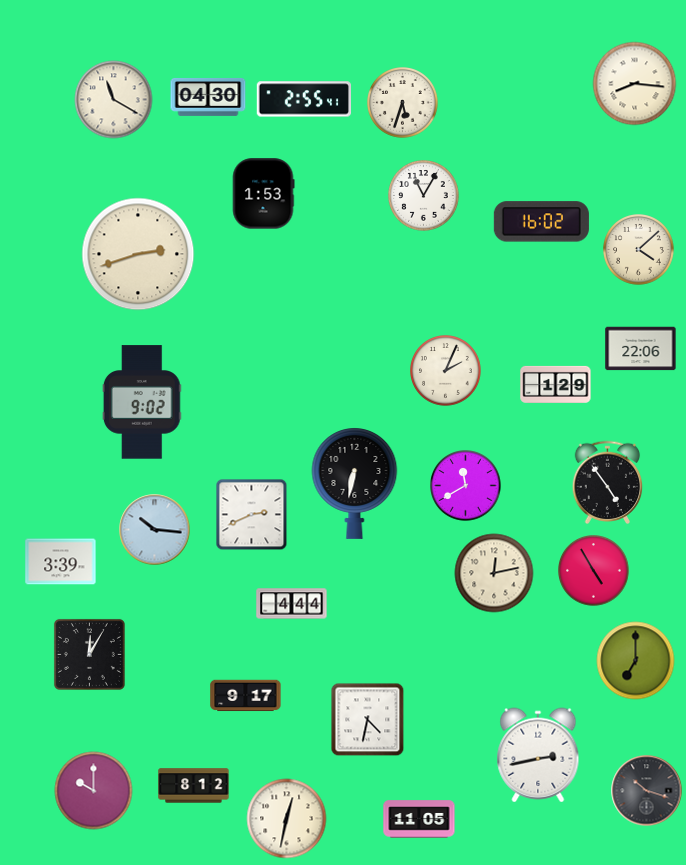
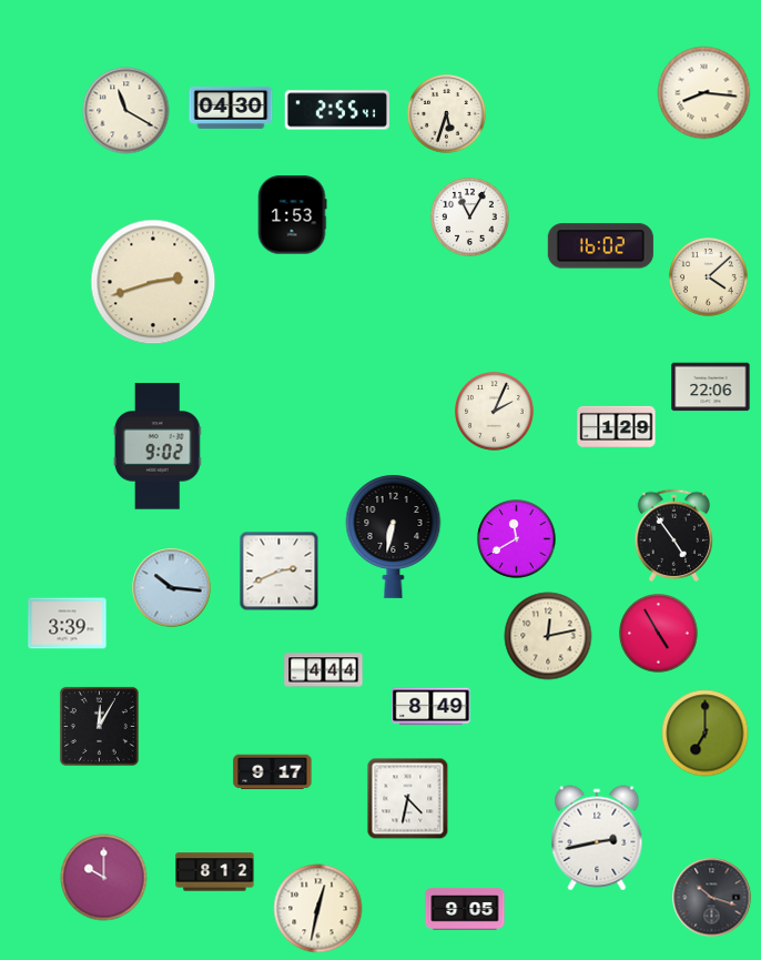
clock at (432, 707): none -> 8:49
clock at (647, 791) position: (647, 791) -> (712, 898)
clock at (419, 819): 11:05 -> 9:05
